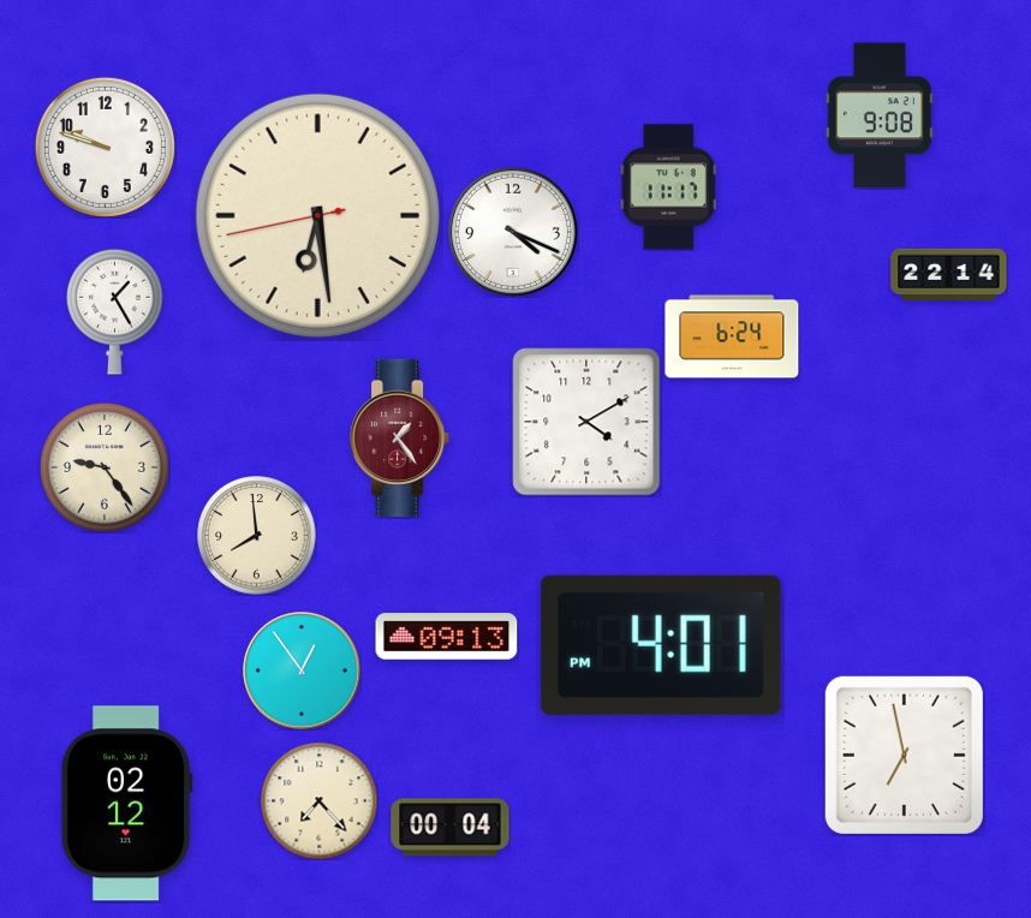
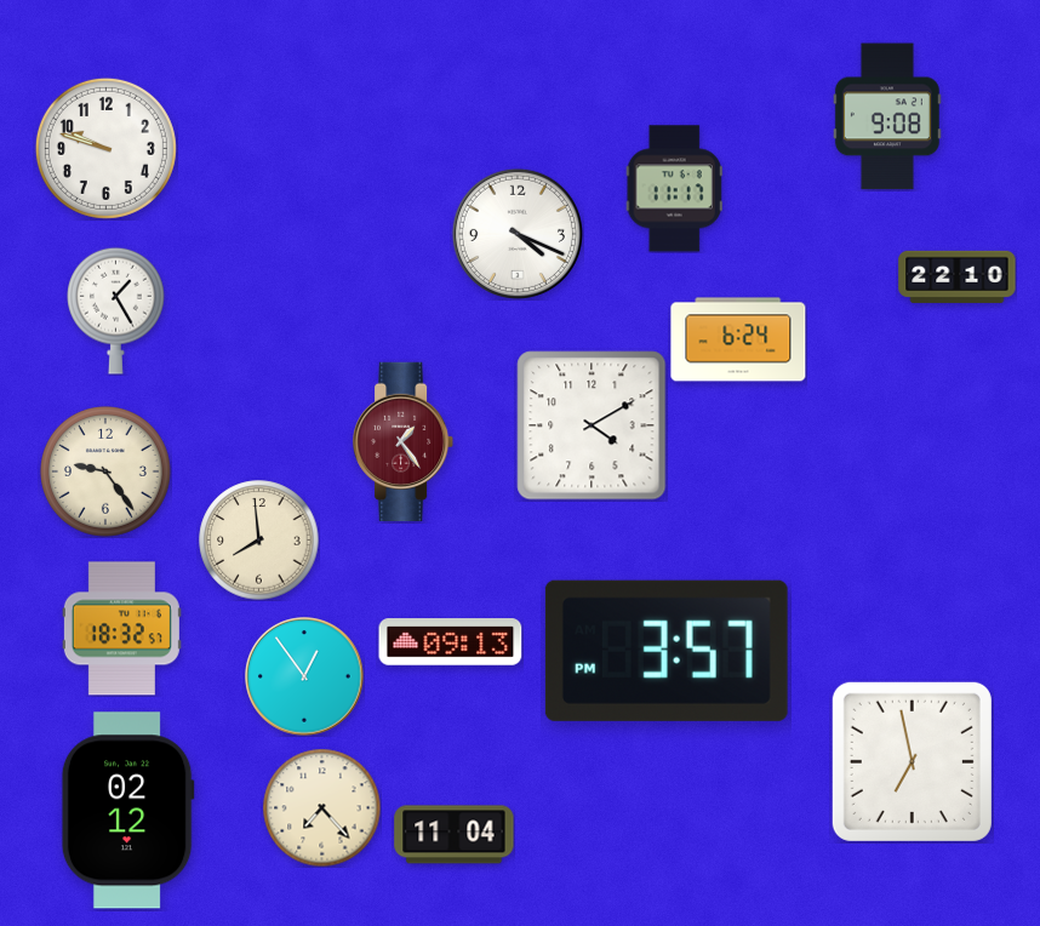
clock at (317, 215): 6:28 -> none
clock at (949, 274): 22:14 -> 22:10
clock at (115, 311) position: (115, 311) -> (116, 310)
clock at (121, 629): none -> 18:32
clock at (661, 645): 4:01 -> 3:57
clock at (451, 828): 00:04 -> 11:04
